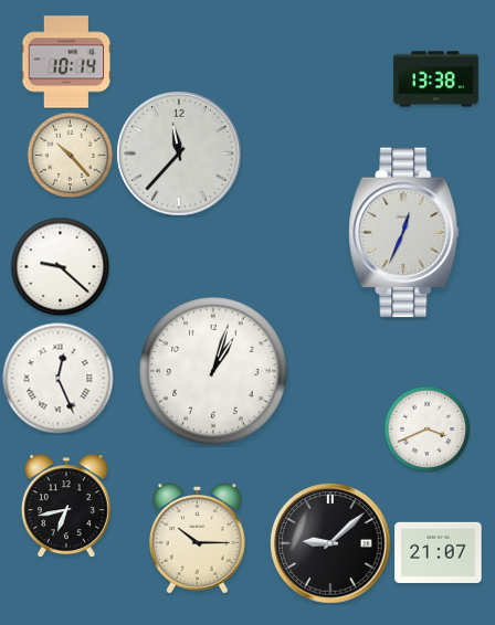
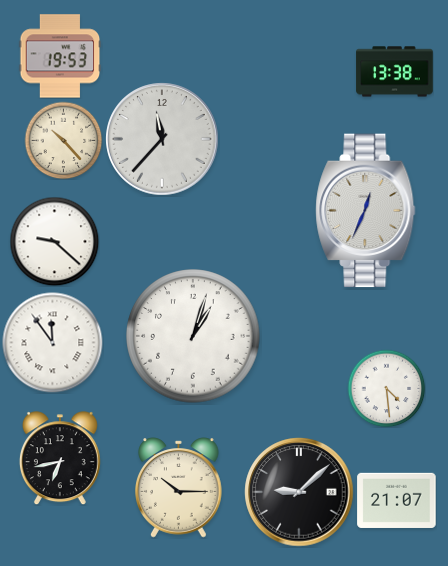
clock at (66, 62): 10:14 -> 19:53
clock at (59, 379): 12:26 -> 11:54
clock at (426, 428): 3:41 -> 4:29
